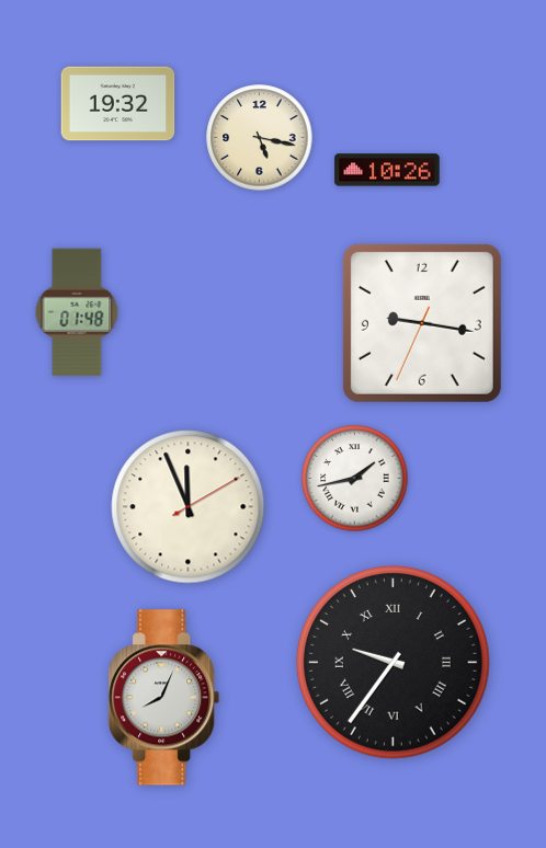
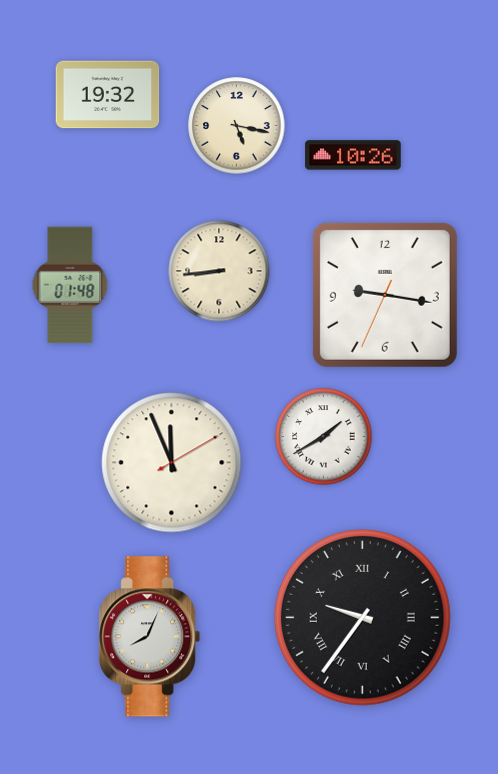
clock at (219, 271): none -> 8:44
clock at (355, 479): 1:43 -> 1:40
clock at (393, 662) position: (393, 662) -> (362, 617)
